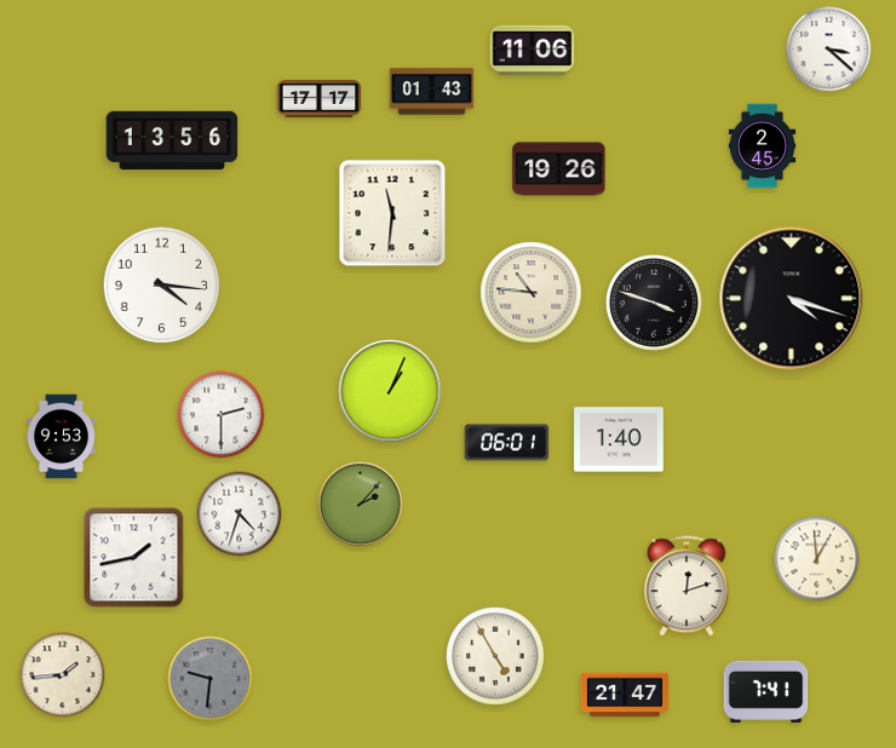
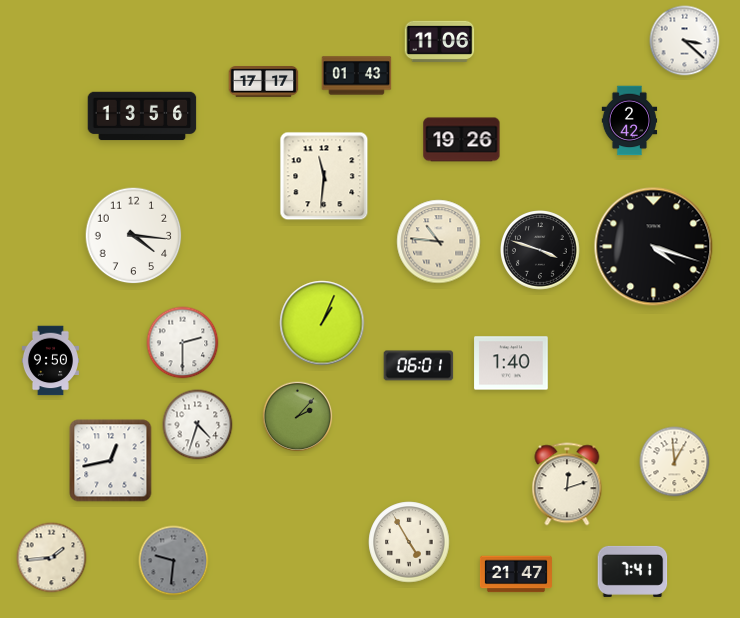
clock at (763, 146): 2:45 -> 2:42
clock at (61, 437): 9:53 -> 9:50
clock at (134, 558): 1:43 -> 12:43
